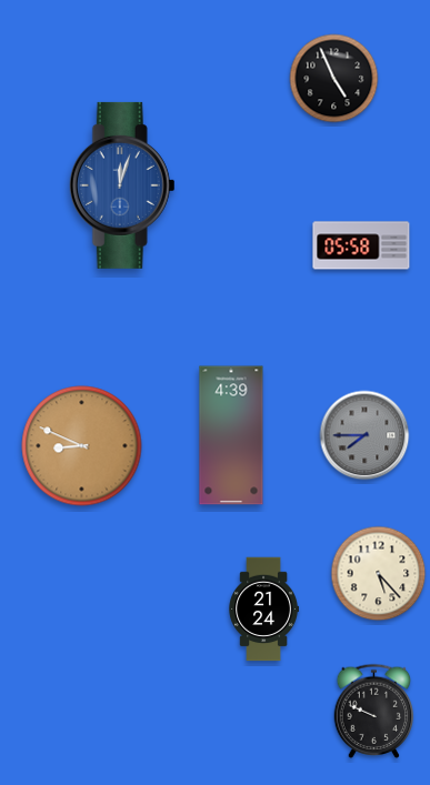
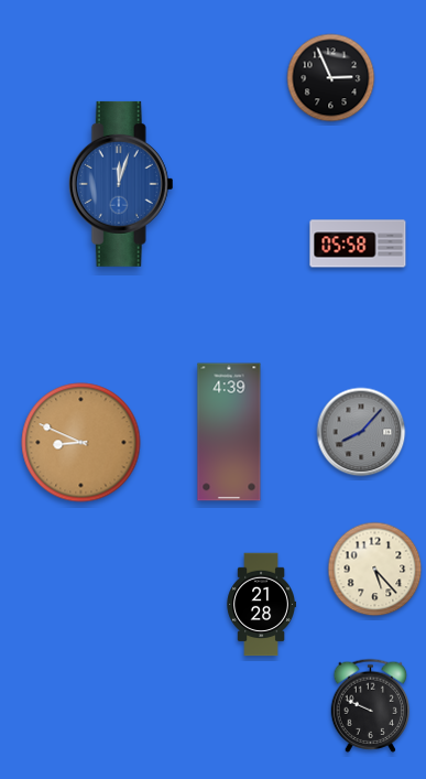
clock at (334, 79): 4:56 -> 2:56
clock at (364, 435): 7:45 -> 8:07
clock at (263, 610): 21:24 -> 21:28
